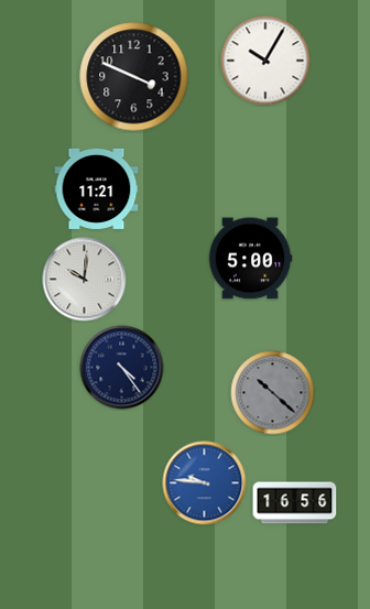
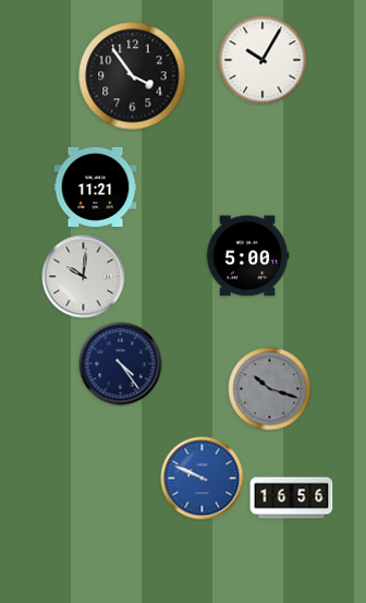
clock at (134, 77): 3:49 -> 3:54
clock at (273, 393): 10:22 -> 10:18
clock at (205, 483): 9:46 -> 9:49
